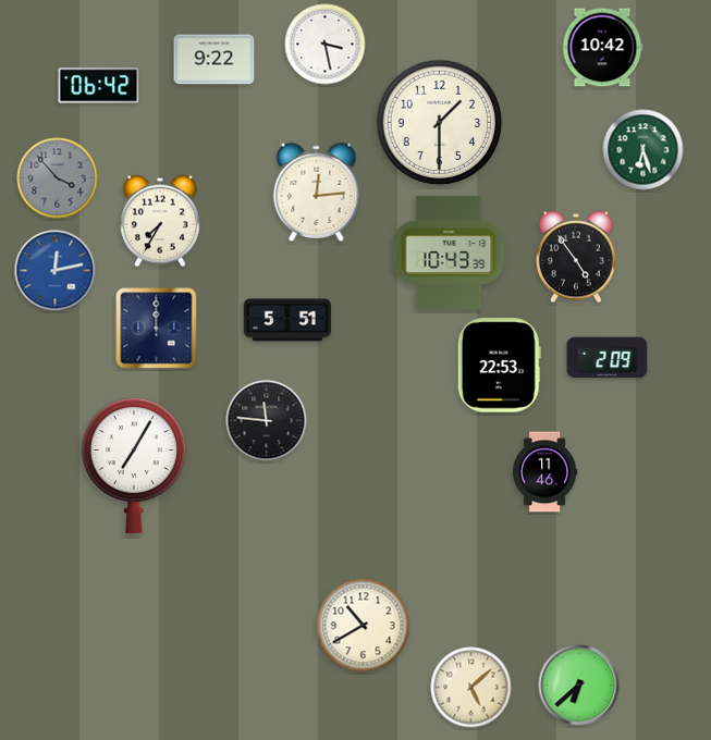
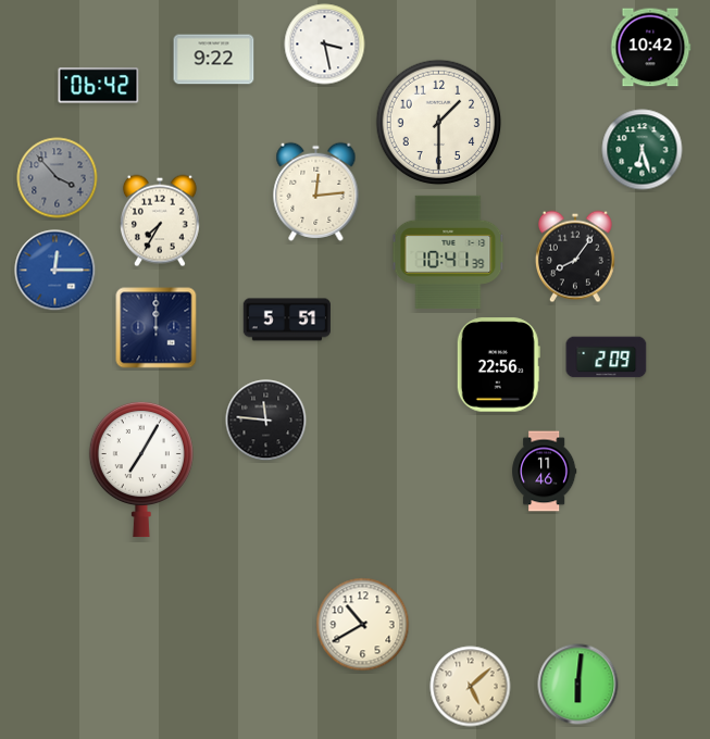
clock at (602, 48) position: (602, 48) -> (650, 48)
clock at (449, 252): 10:43 -> 10:41
clock at (576, 257): 4:54 -> 8:06
clock at (56, 271): 12:13 -> 12:15
clock at (499, 366): 22:53 -> 22:56
clock at (134, 466) position: (134, 466) -> (141, 469)
clock at (579, 686): 6:38 -> 6:01
